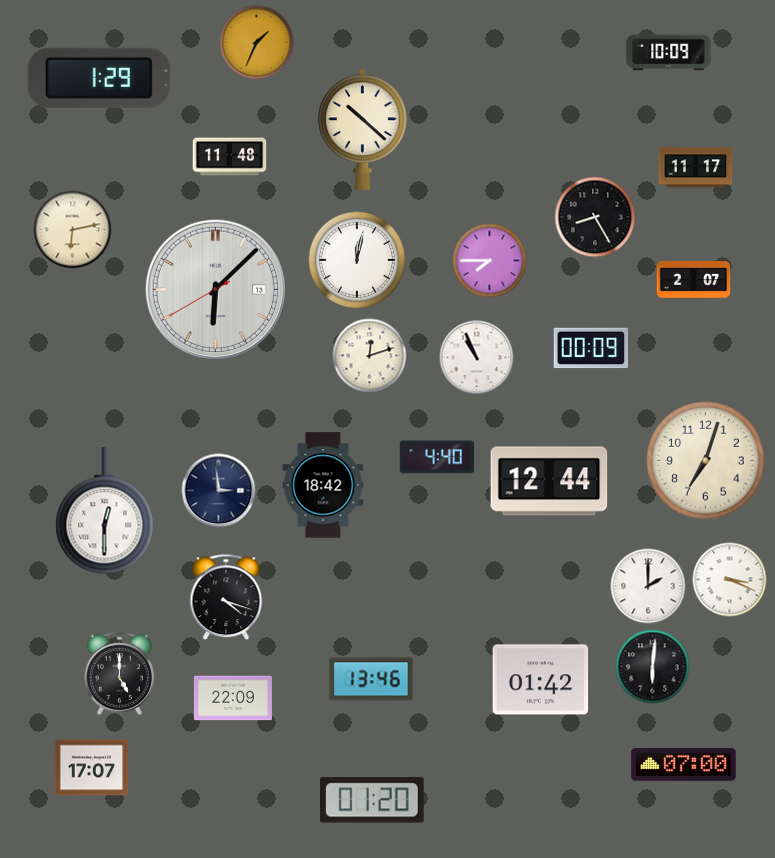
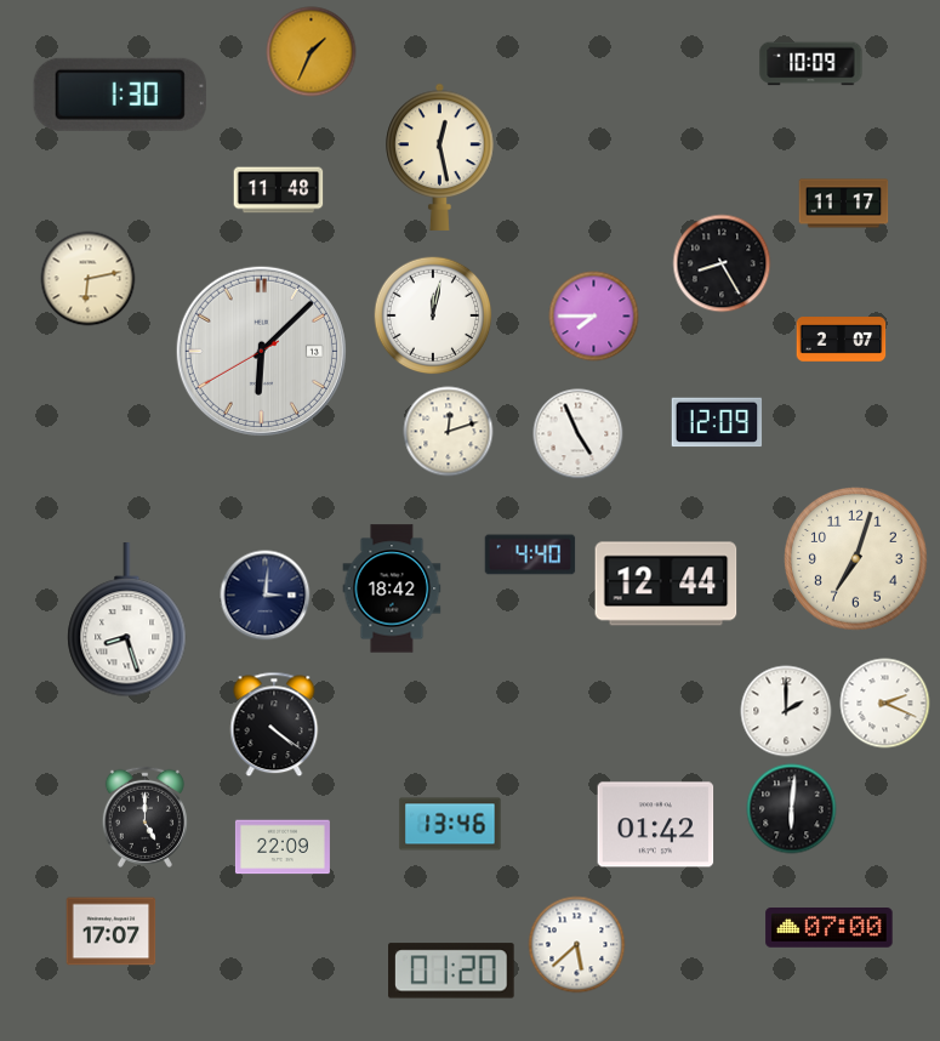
clock at (99, 78): 1:29 -> 1:30
clock at (363, 129): 10:22 -> 12:28
clock at (591, 348): 00:09 -> 12:09
clock at (477, 358): 10:56 -> 4:56
clock at (219, 491): 2:59 -> 3:01
clock at (105, 511): 12:30 -> 8:27
clock at (730, 580): 3:19 -> 2:19
clock at (226, 597): 4:18 -> 4:21
clock at (577, 945): none -> 5:38
